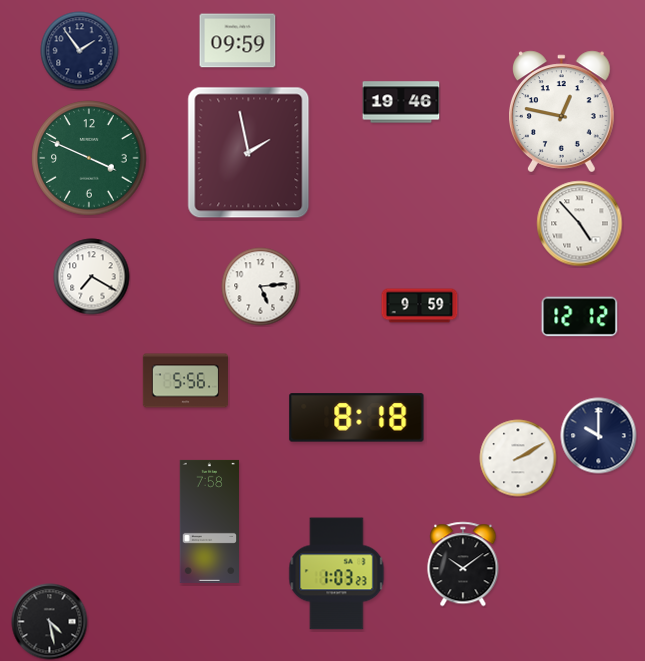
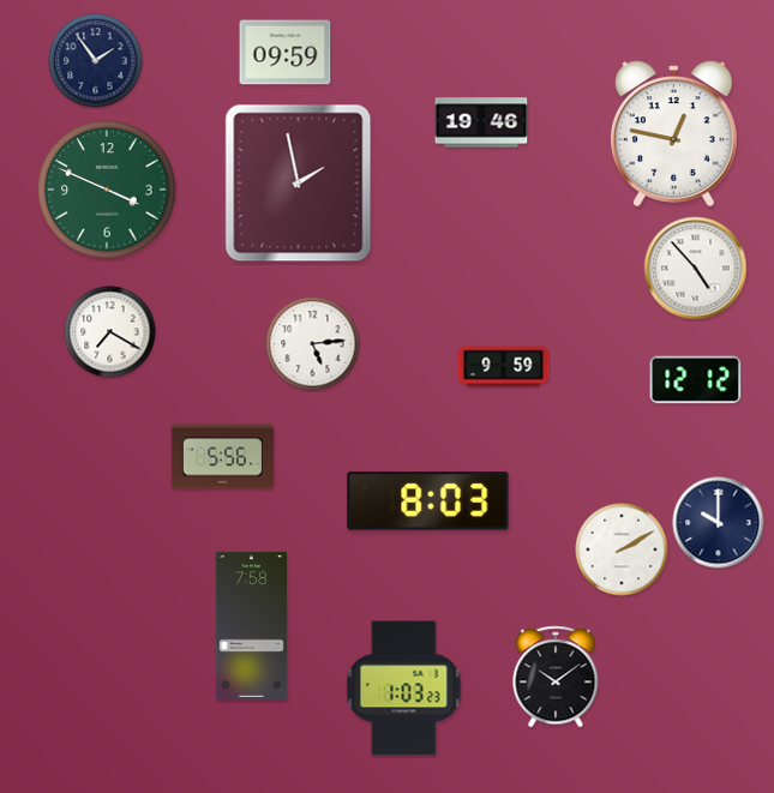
clock at (238, 41) position: (238, 41) -> (286, 53)
clock at (357, 418): 8:18 -> 8:03
clock at (50, 622): 4:28 -> none
